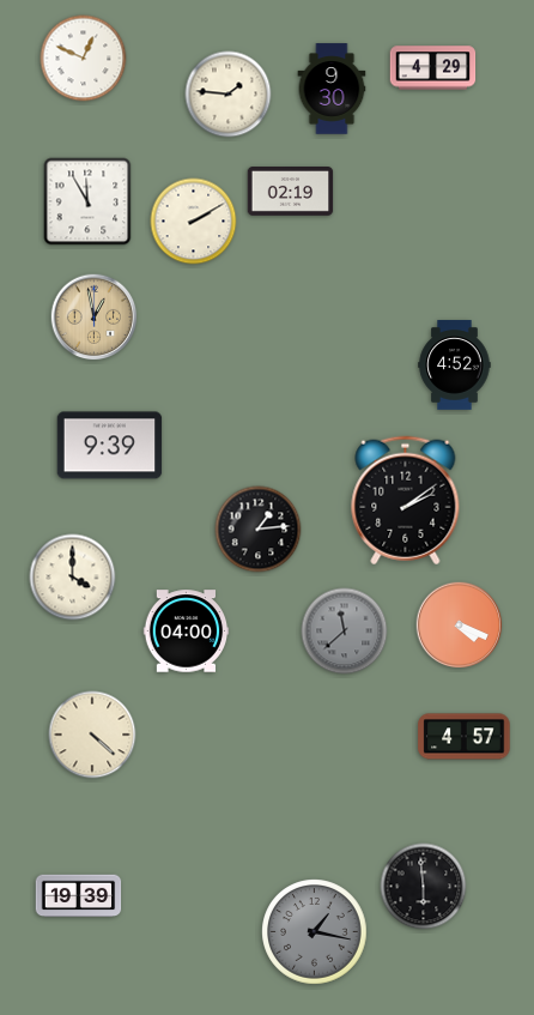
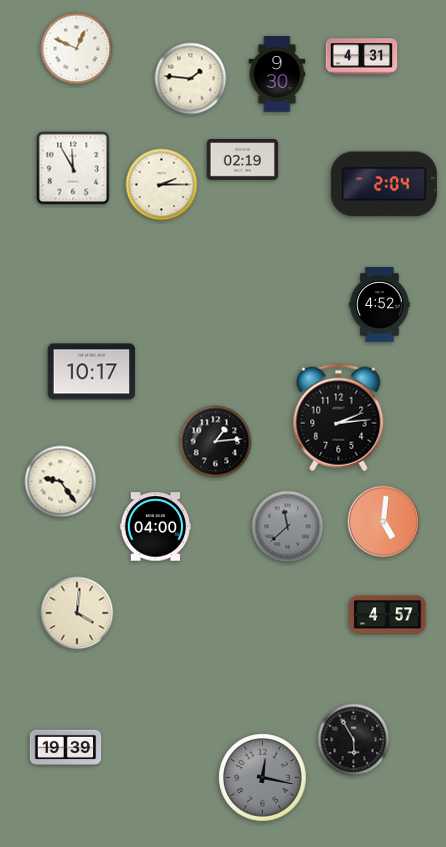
clock at (84, 59) position: (84, 59) -> (77, 49)
clock at (433, 68): 4:29 -> 4:31
clock at (384, 184): none -> 2:04
clock at (194, 222): 2:10 -> 2:15
clock at (95, 318): 12:58 -> none
clock at (110, 446): 9:39 -> 10:17
clock at (406, 501): 2:09 -> 2:14
clock at (73, 578): 4:00 -> 9:24
clock at (460, 626): 4:19 -> 5:01
clock at (92, 735): 4:22 -> 4:01
clock at (424, 887): 5:59 -> 5:55
clock at (315, 932): 1:17 -> 12:17
